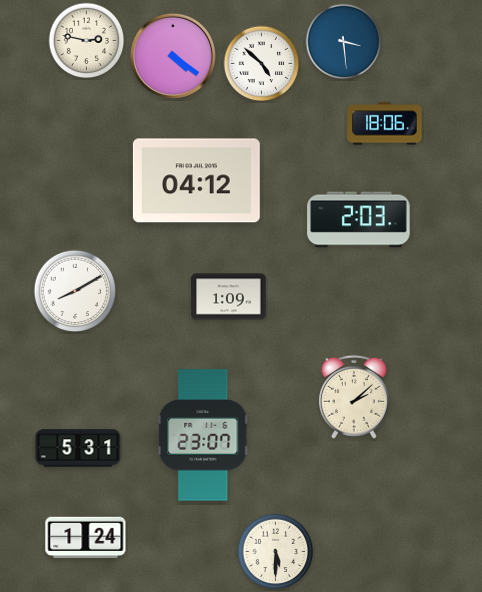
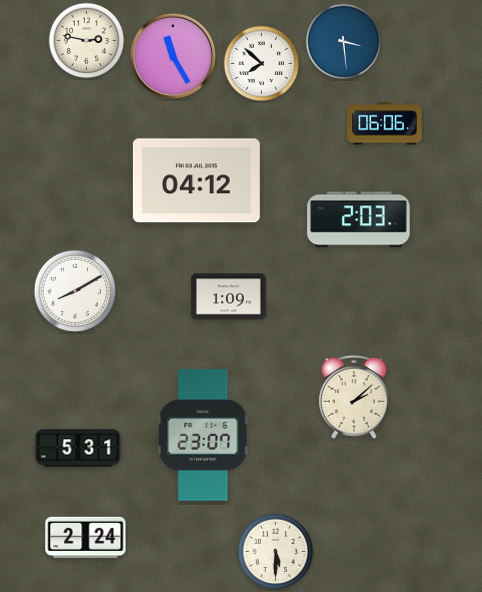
clock at (173, 56): 4:21 -> 11:25
clock at (262, 64): 4:52 -> 7:52
clock at (385, 124): 18:06 -> 06:06
clock at (86, 538): 1:24 -> 2:24
